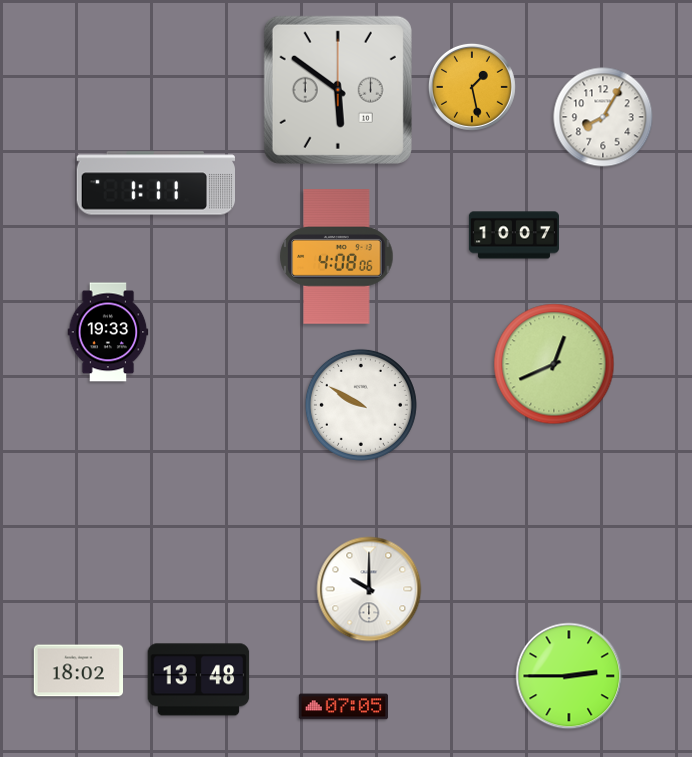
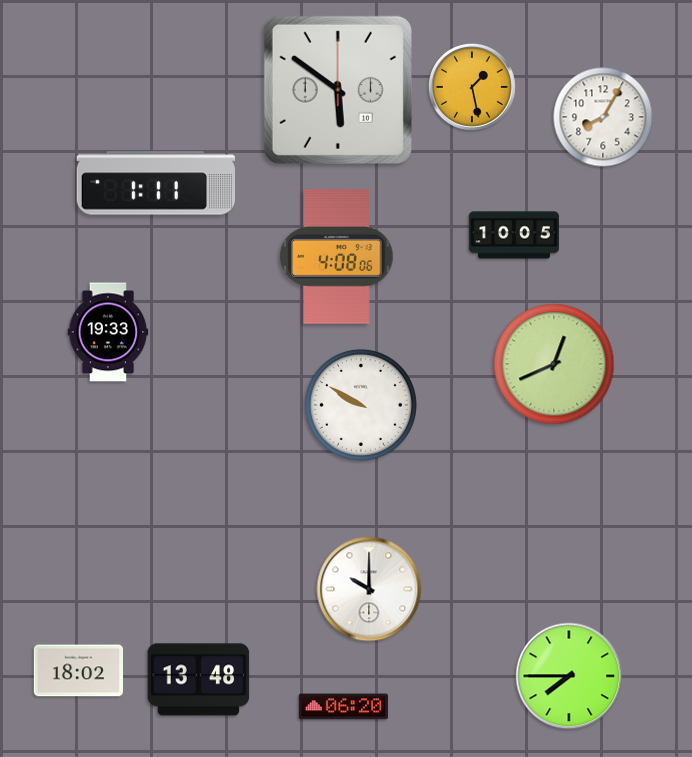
clock at (514, 235): 10:07 -> 10:05
clock at (569, 676): 2:45 -> 7:45
clock at (343, 707): 07:05 -> 06:20
